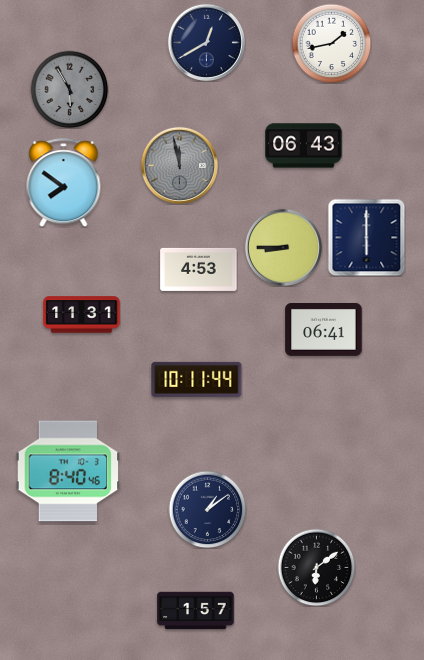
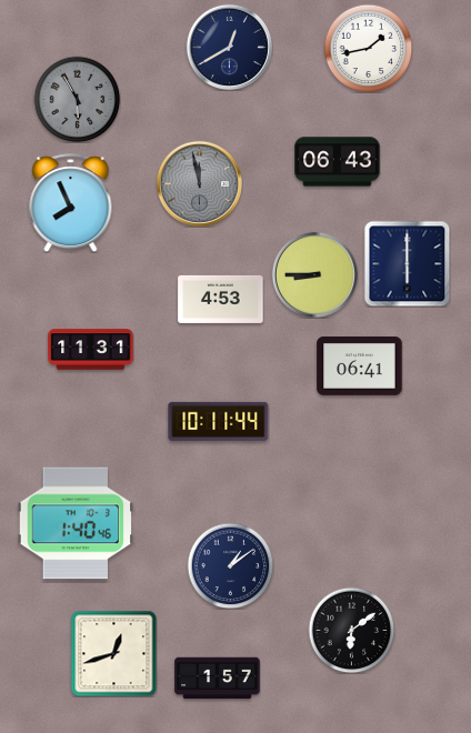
clock at (64, 183): 7:51 -> 7:56
clock at (68, 471): 8:40 -> 1:40
clock at (113, 653): none -> 12:42
